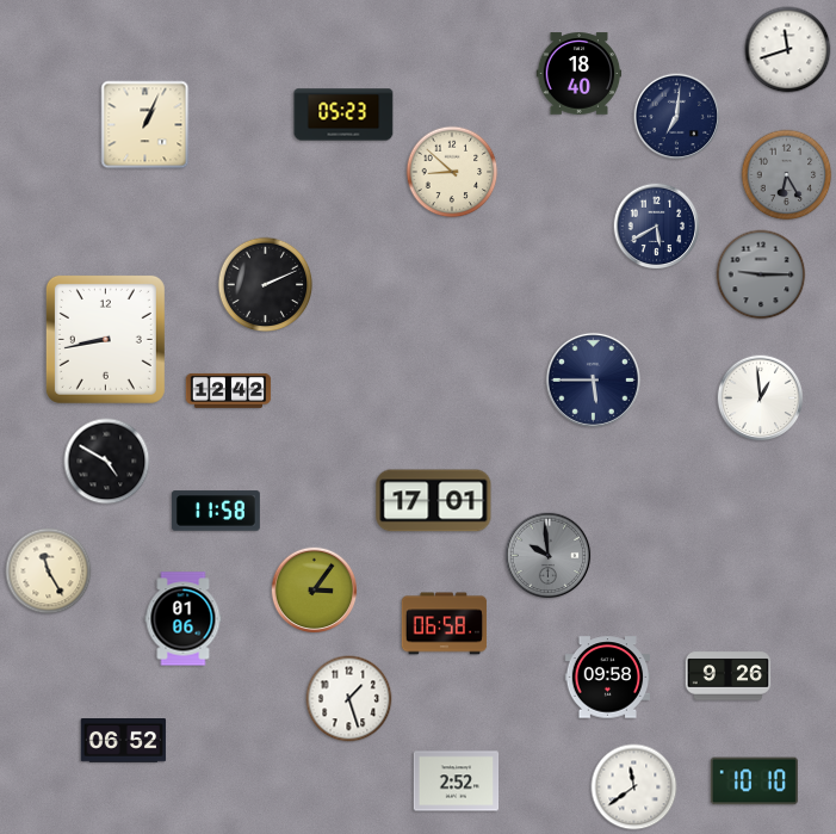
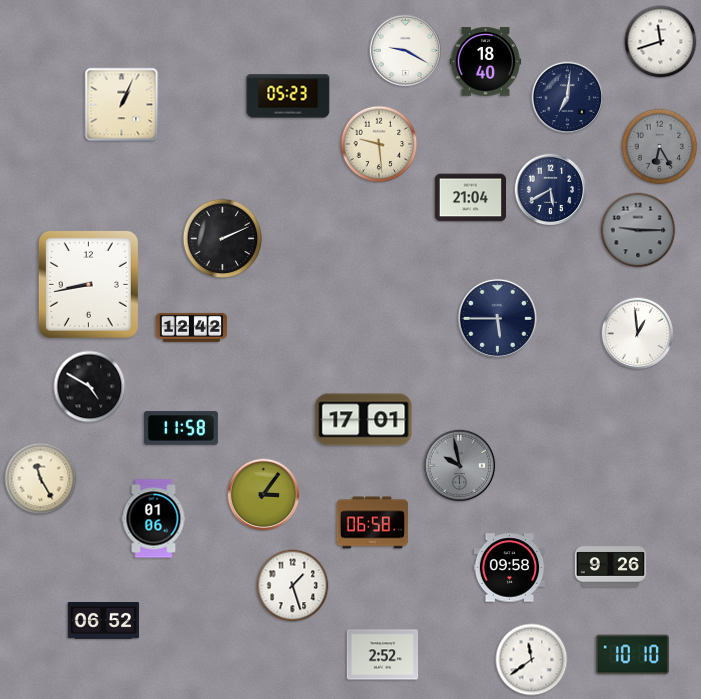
clock at (406, 51): none -> 9:20
clock at (452, 172): 8:52 -> 9:29
clock at (471, 198): none -> 21:04
clock at (549, 556): 9:59 -> 9:58
